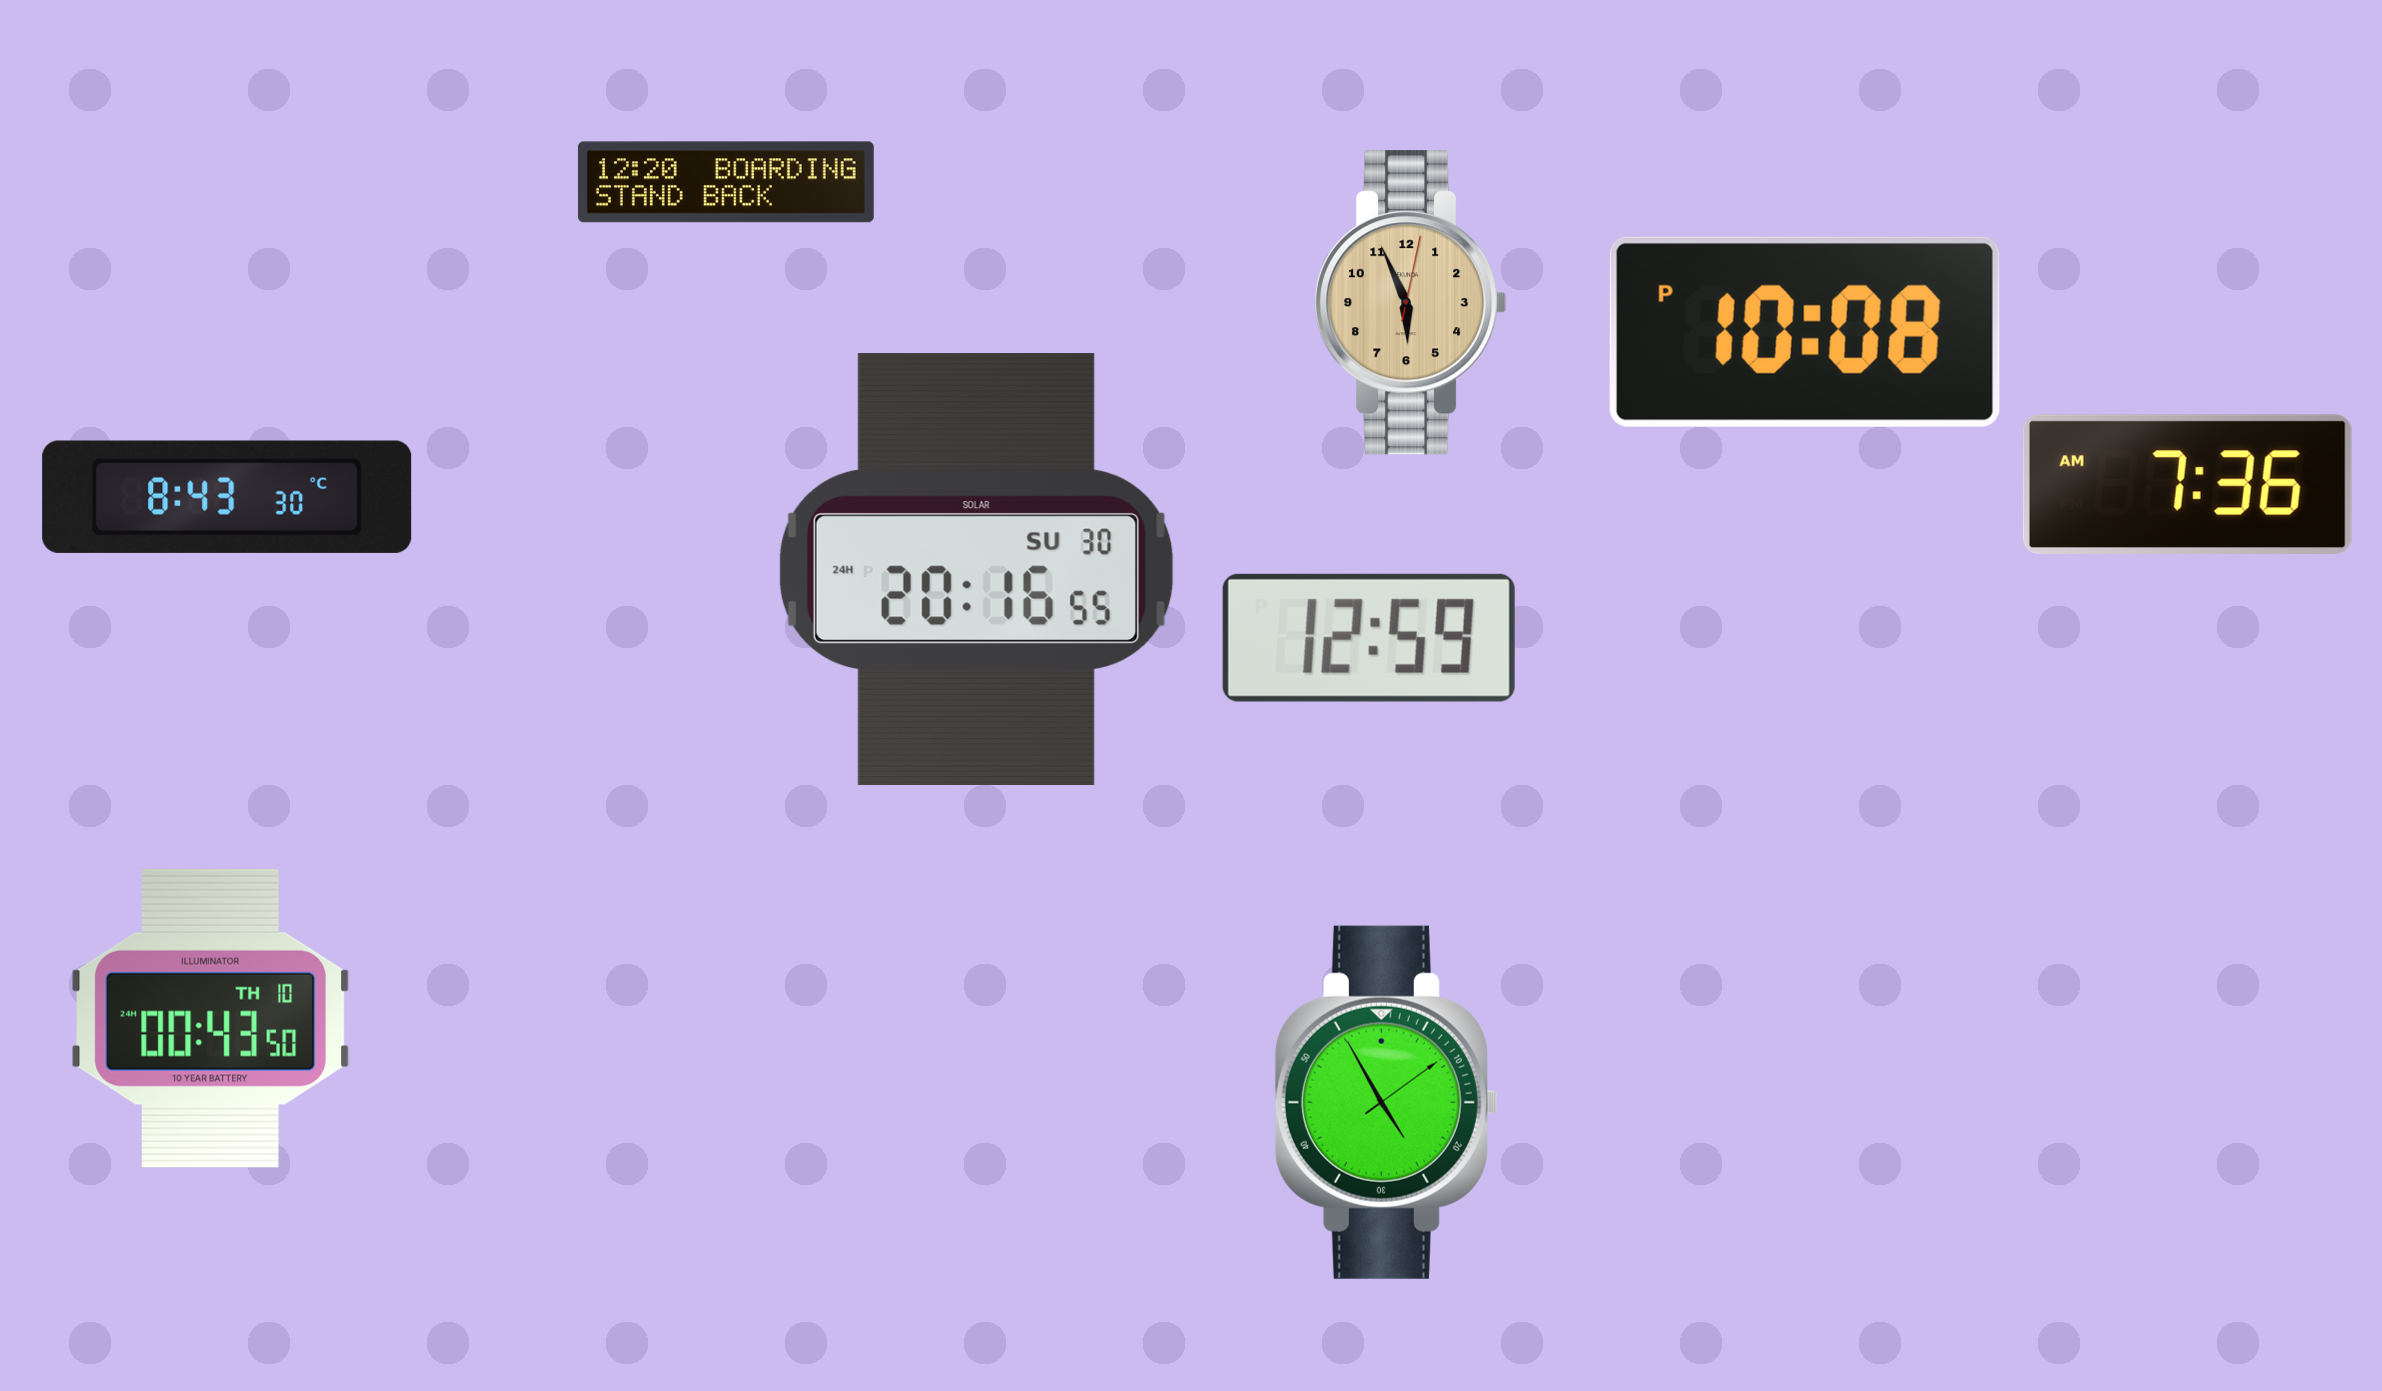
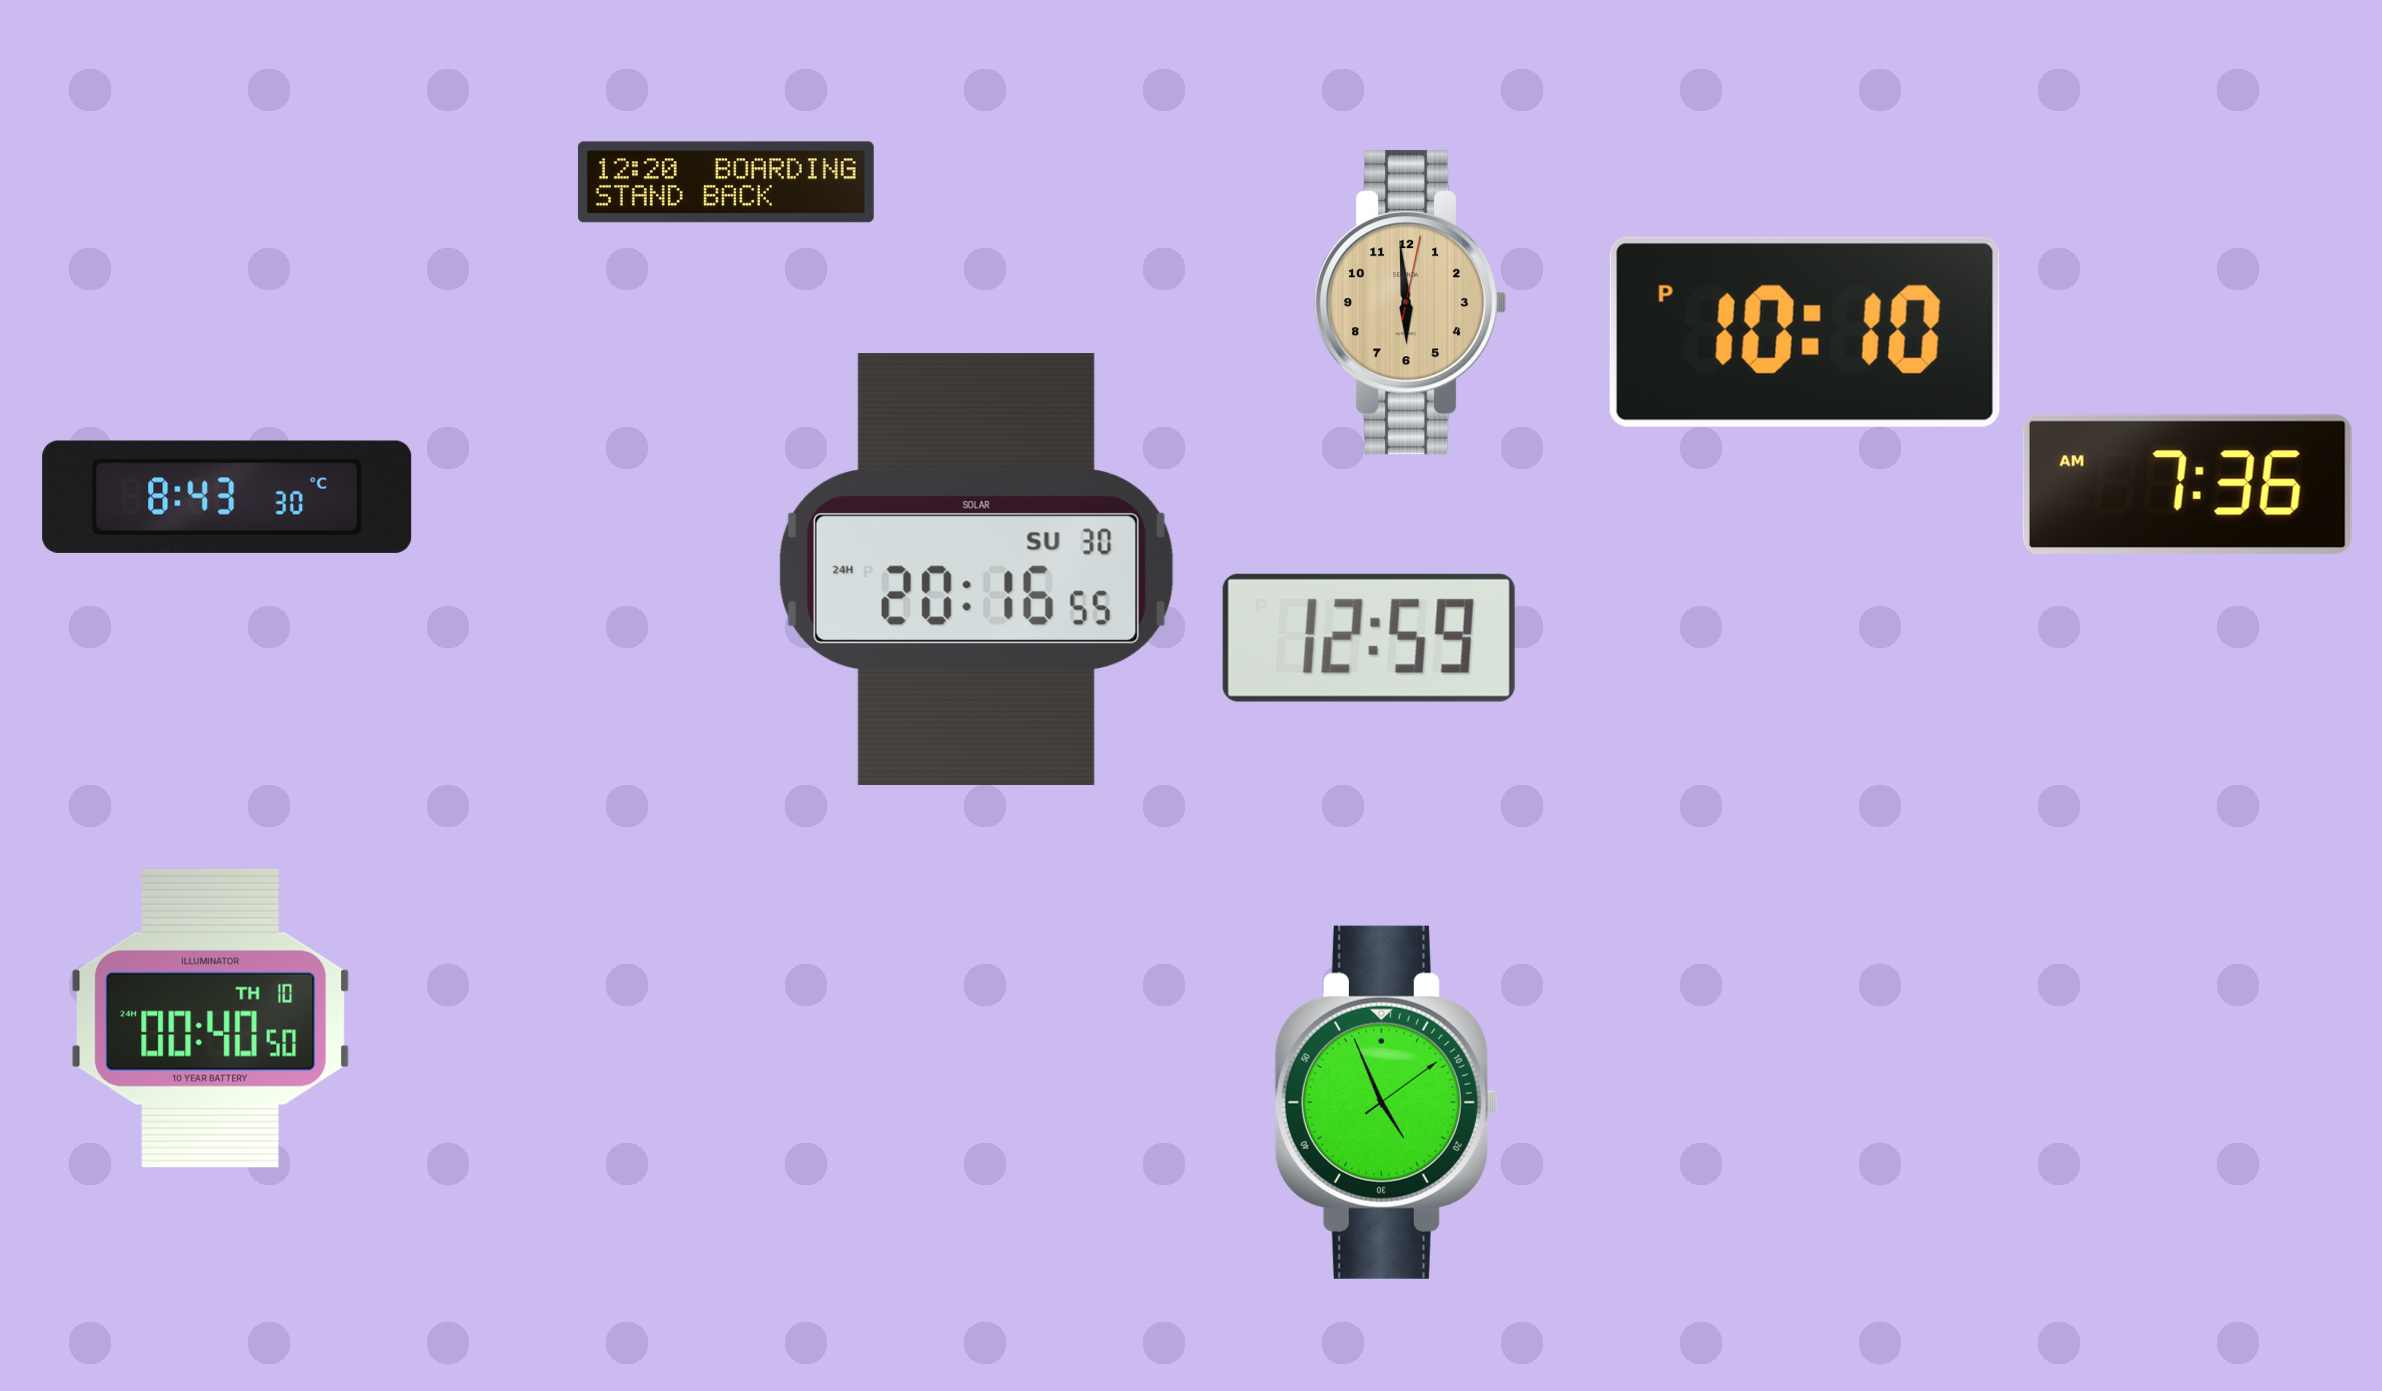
clock at (1410, 303): 5:56 -> 5:59
clock at (1805, 332): 10:08 -> 10:10
clock at (211, 1018): 00:43 -> 00:40
clock at (1386, 1102): 4:55 -> 4:56
